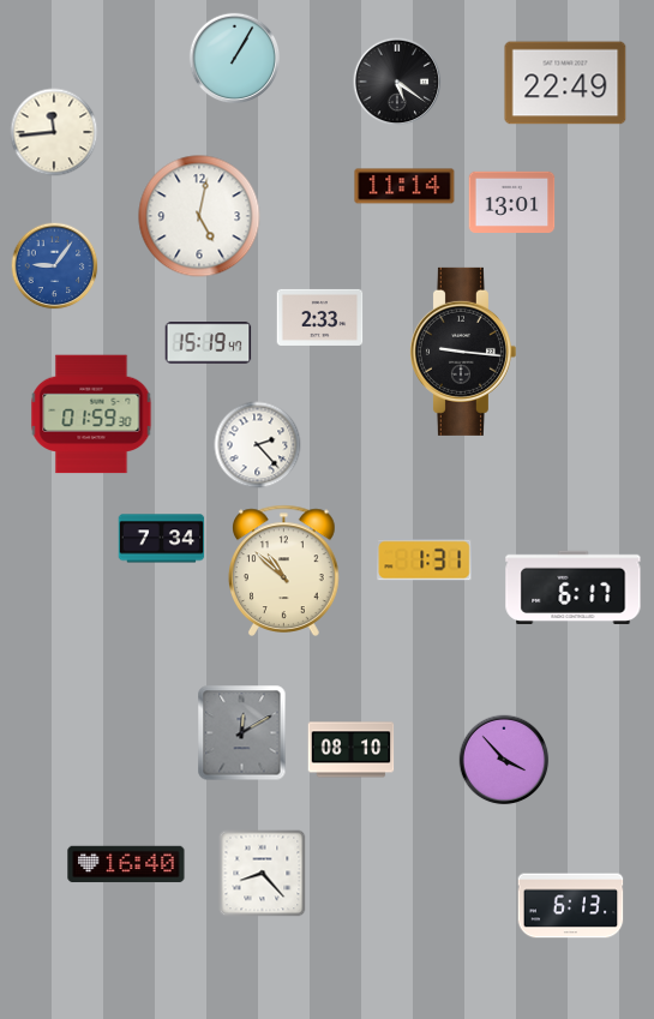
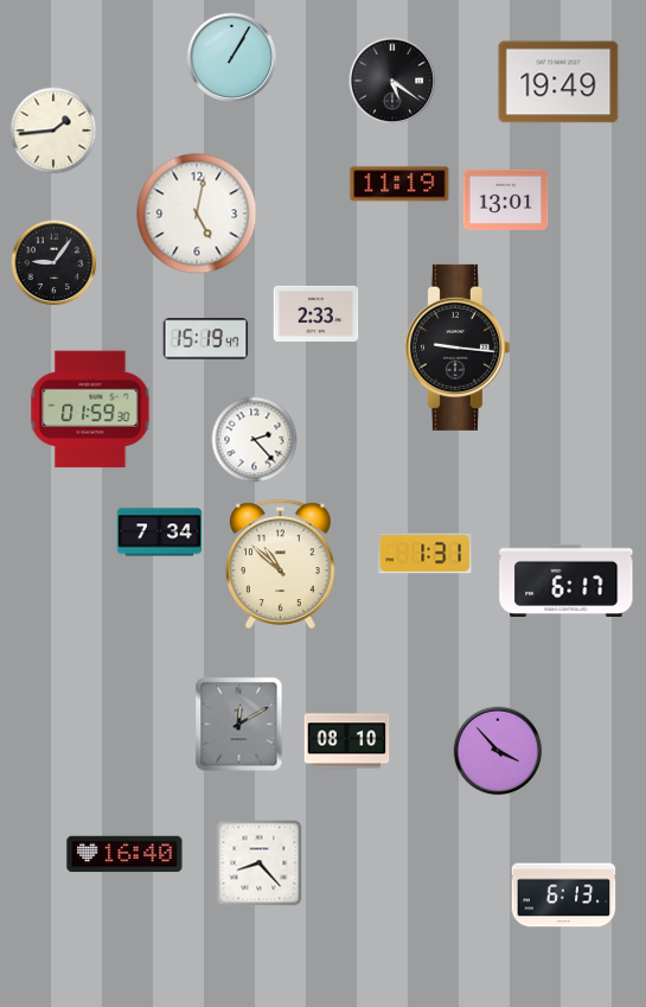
clock at (565, 83): 22:49 -> 19:49
clock at (54, 132): 11:44 -> 1:44
clock at (404, 186): 11:14 -> 11:19
clock at (55, 266) dial: blue -> black
clock at (425, 561) position: (425, 561) -> (426, 554)
